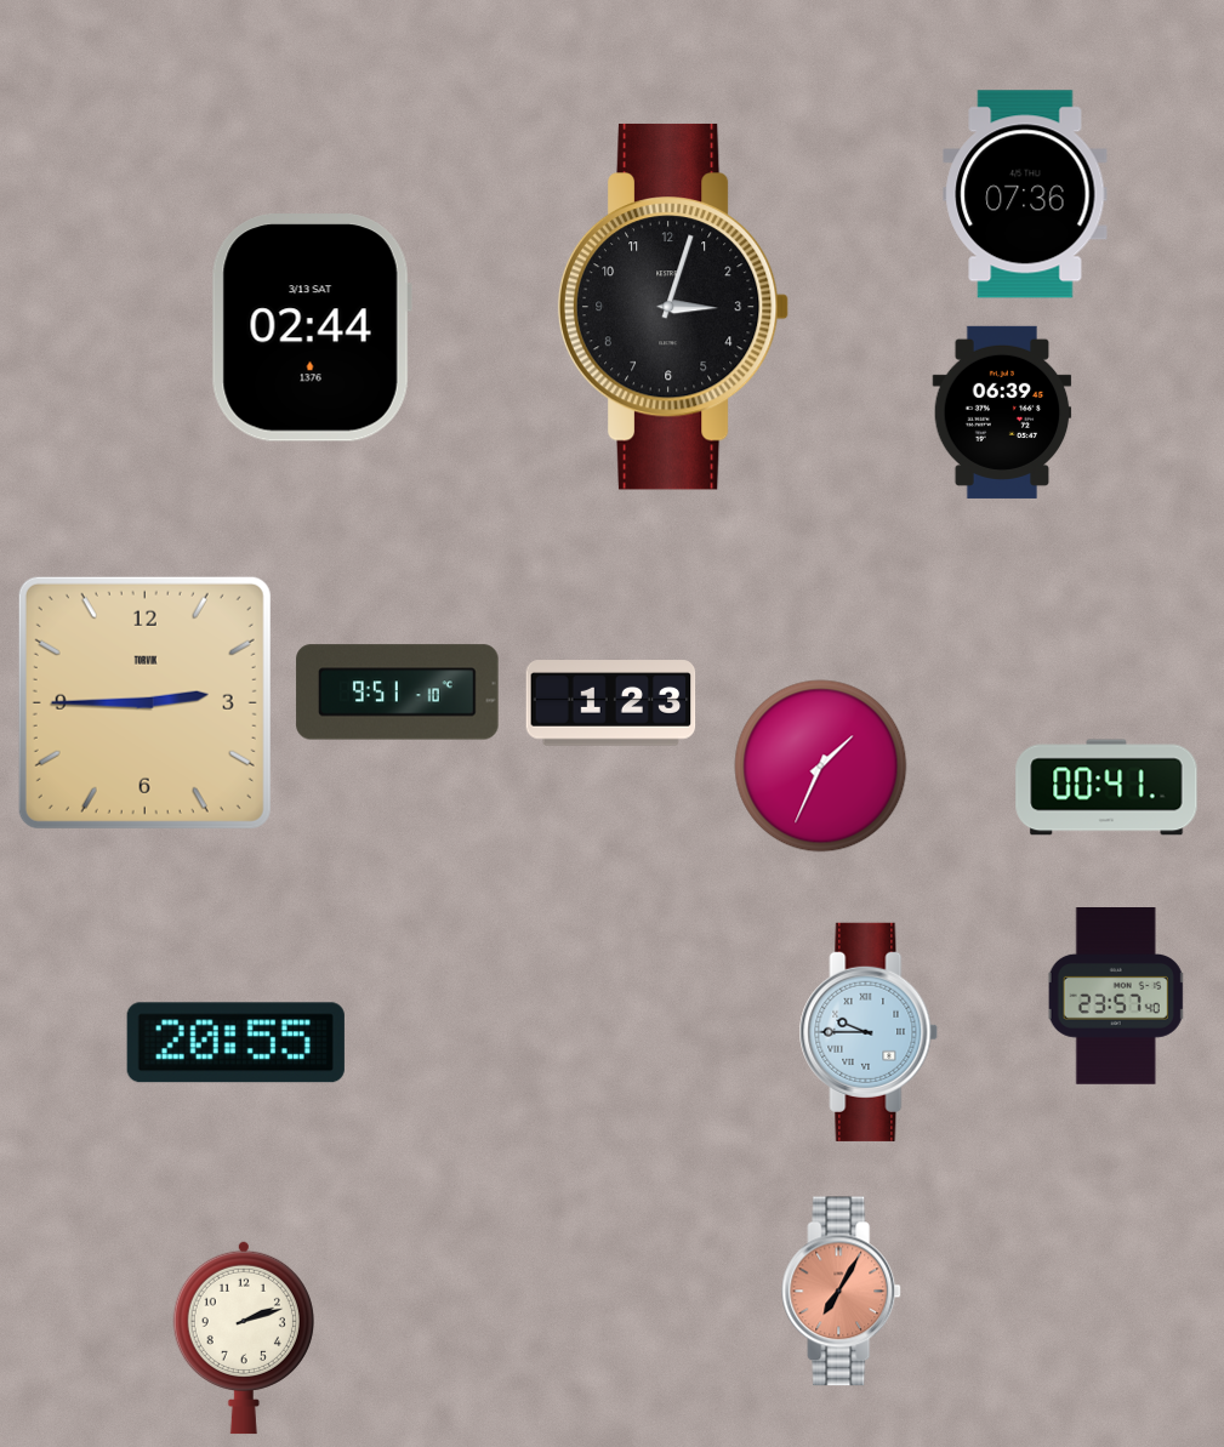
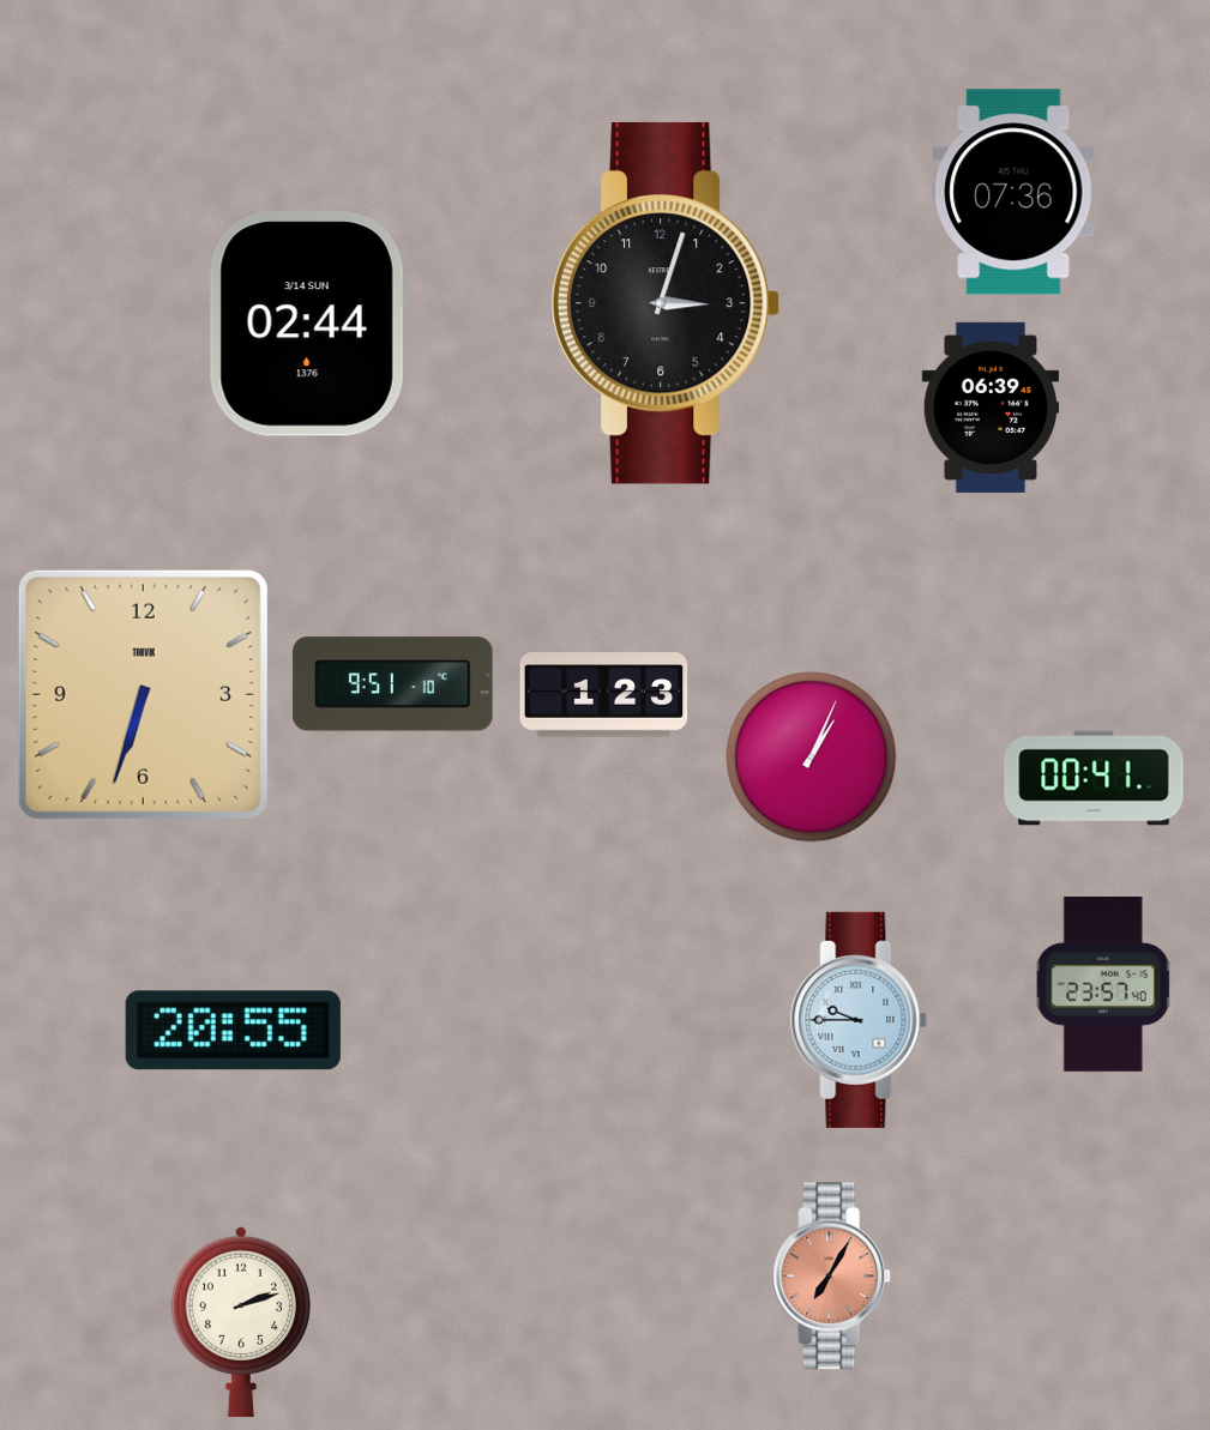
clock at (312, 327) date: 3/13 SAT -> 3/14 SUN
clock at (144, 702): 2:45 -> 6:33
clock at (821, 767): 1:34 -> 1:04
